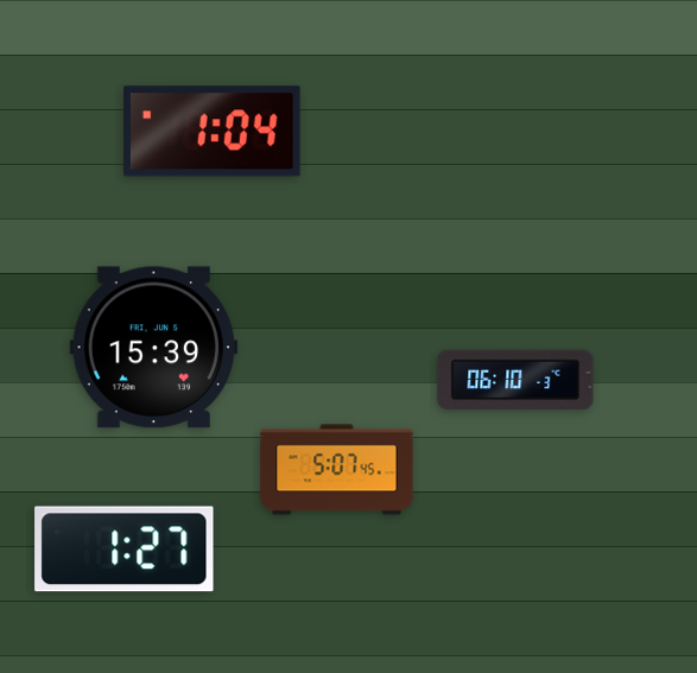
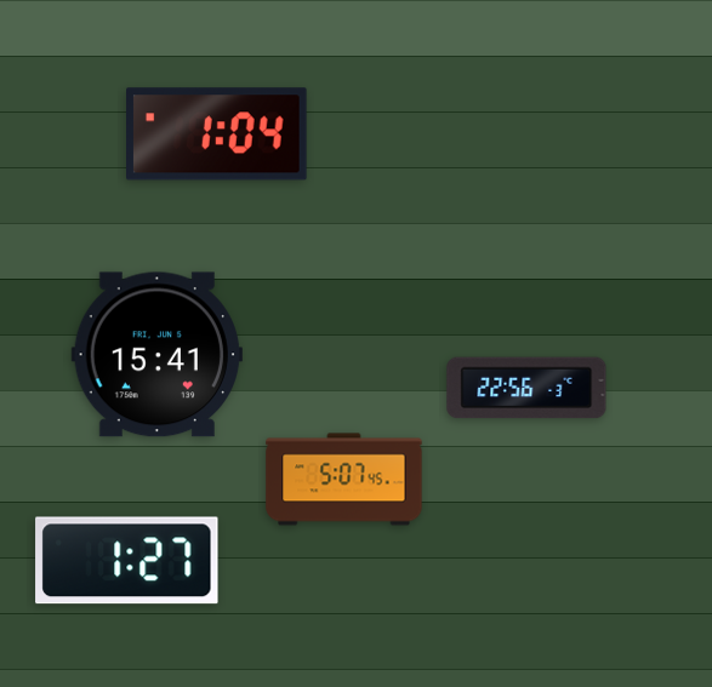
clock at (153, 348): 15:39 -> 15:41
clock at (515, 380): 06:10 -> 22:56
